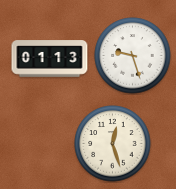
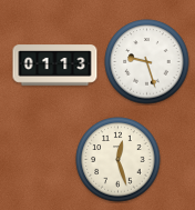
clock at (113, 144) position: (113, 144) -> (119, 160)
